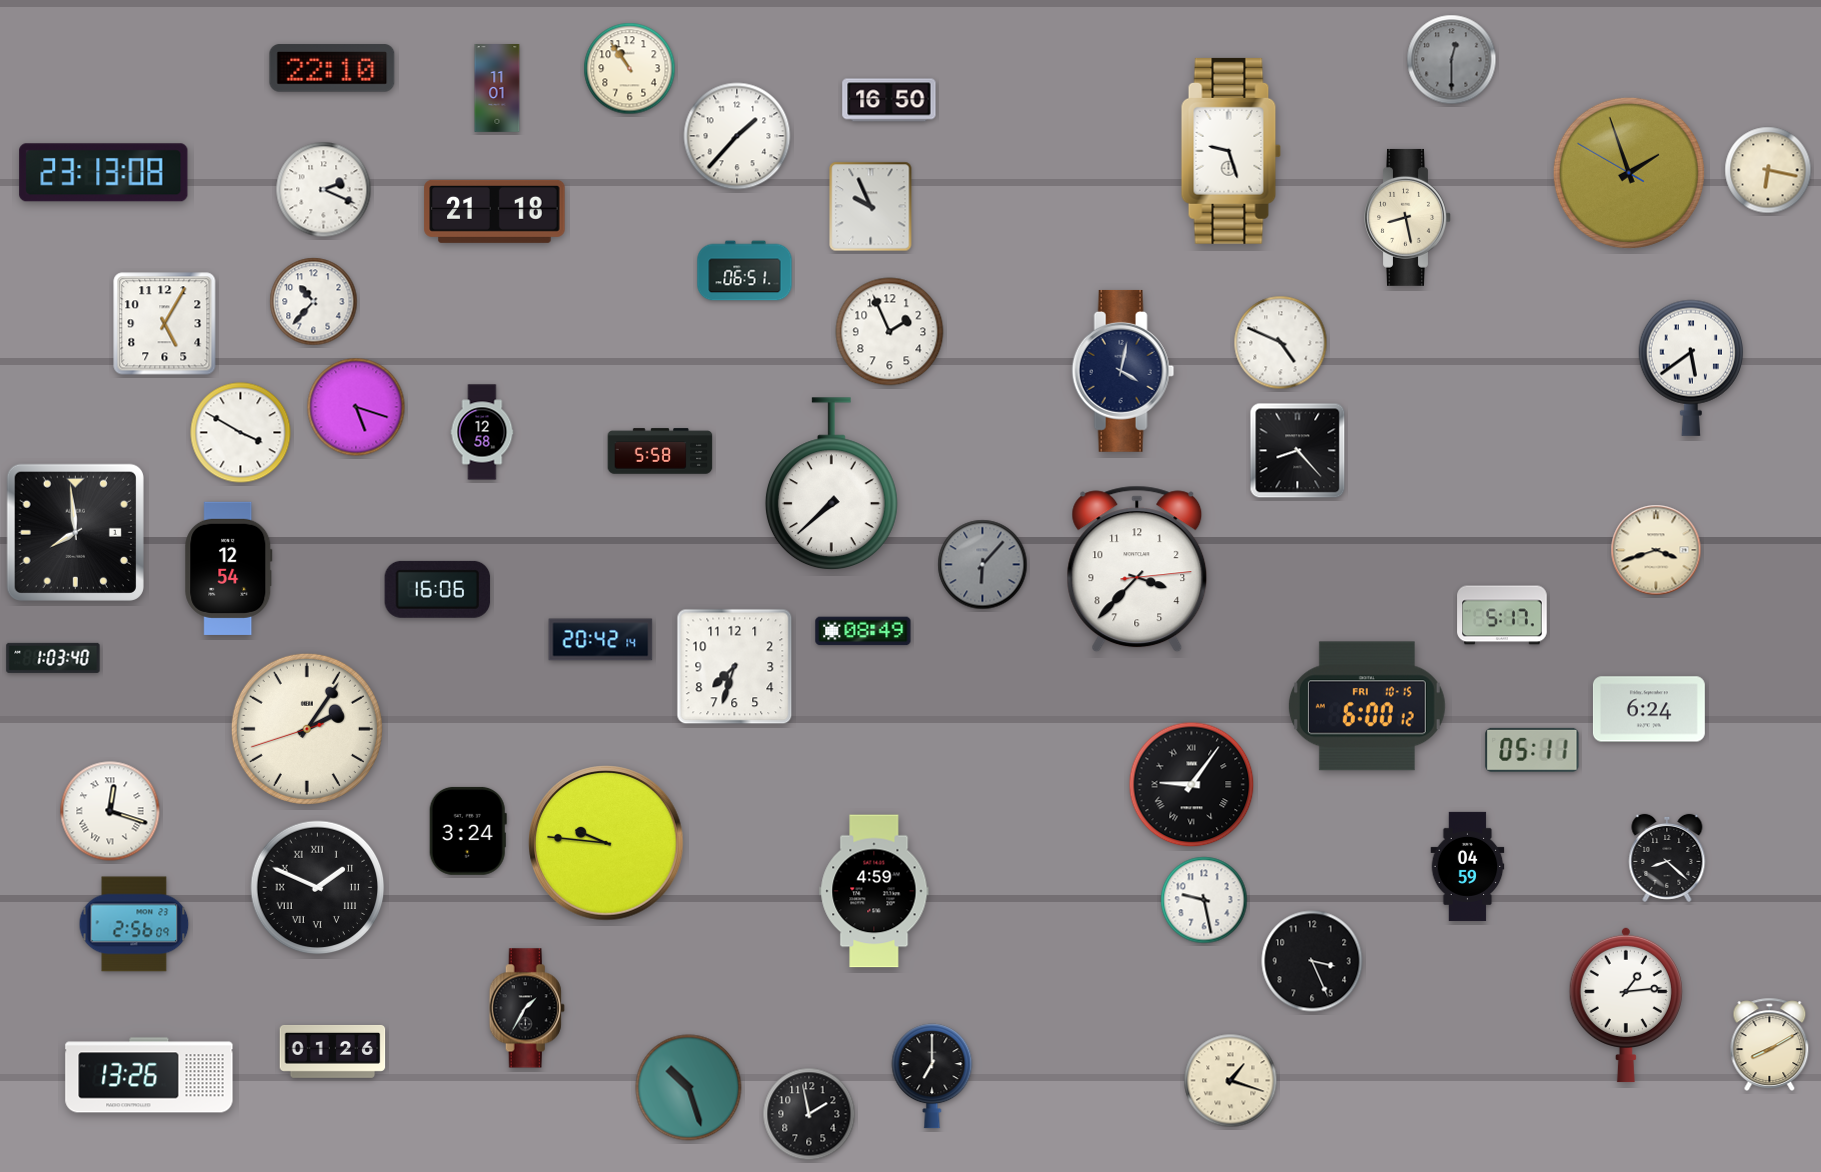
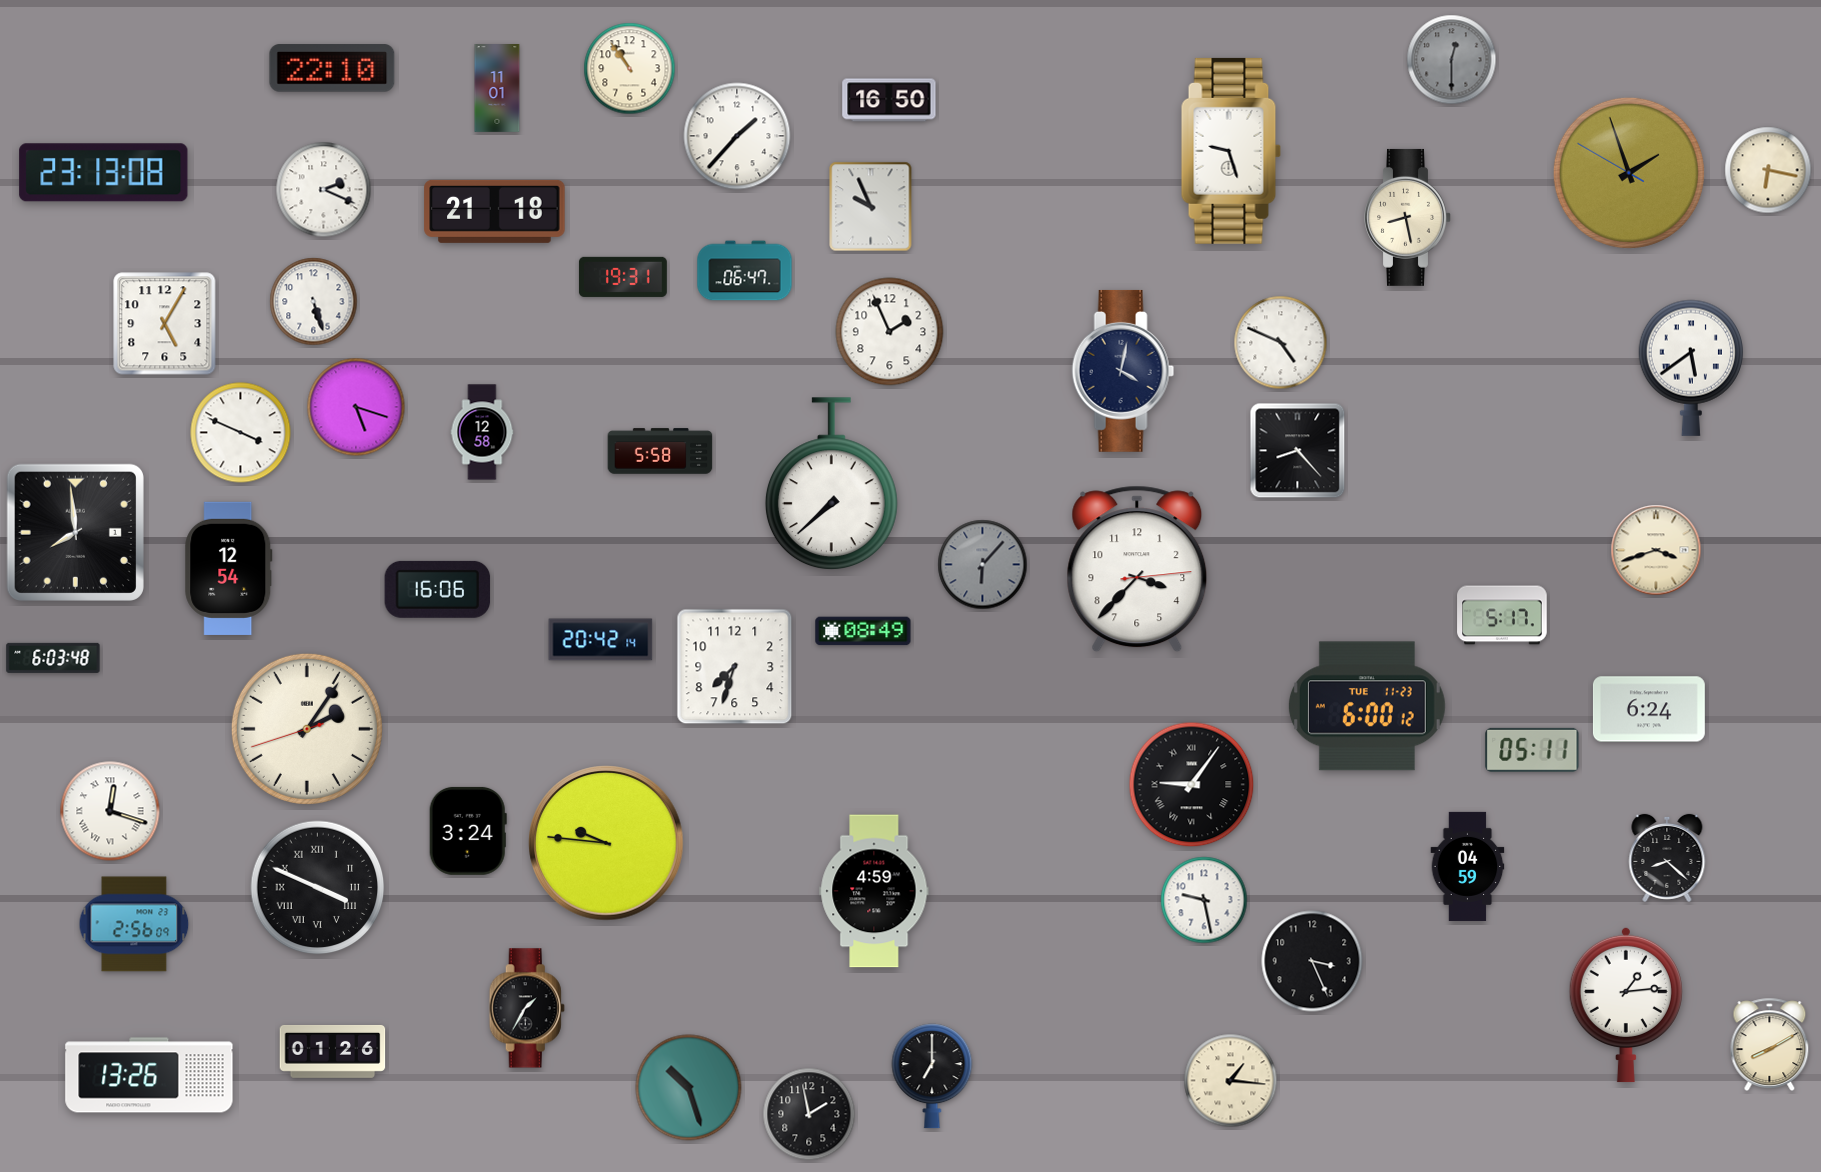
clock at (745, 271): 06:51 -> 06:47
clock at (623, 277): none -> 19:31
clock at (314, 302): 10:37 -> 5:27
clock at (241, 433): 3:50 -> 3:49
clock at (53, 658): 1:03 -> 6:03
clock at (1367, 706) date: FRI 10-15 -> TUE 11-23
clock at (318, 888): 1:49 -> 3:49
clock at (1231, 1081): 1:18 -> 1:16
